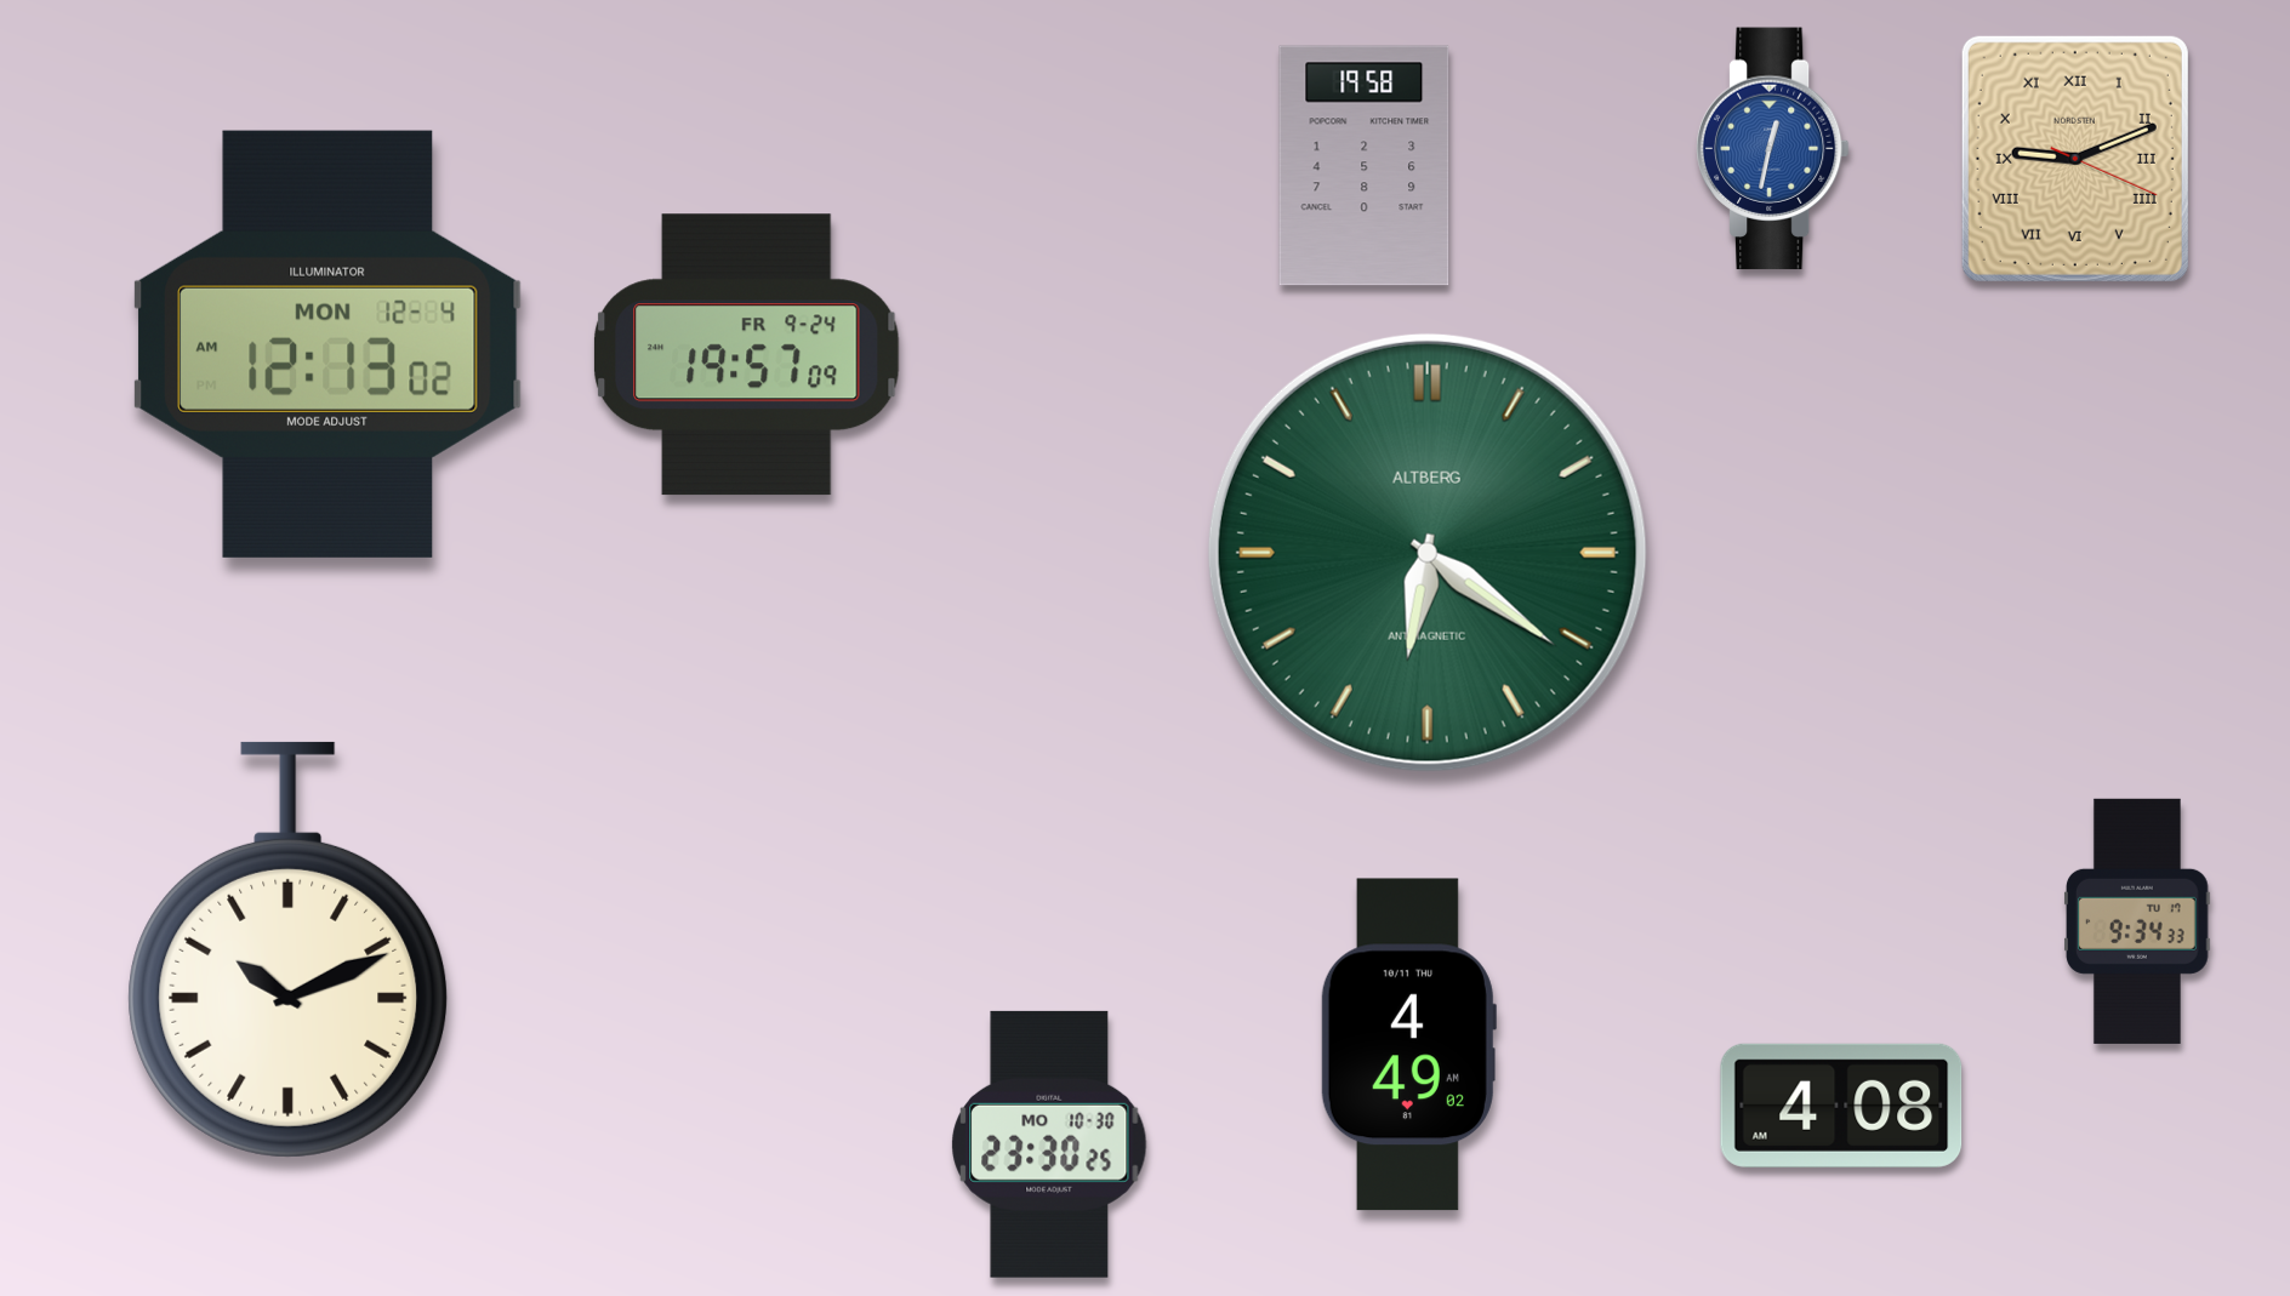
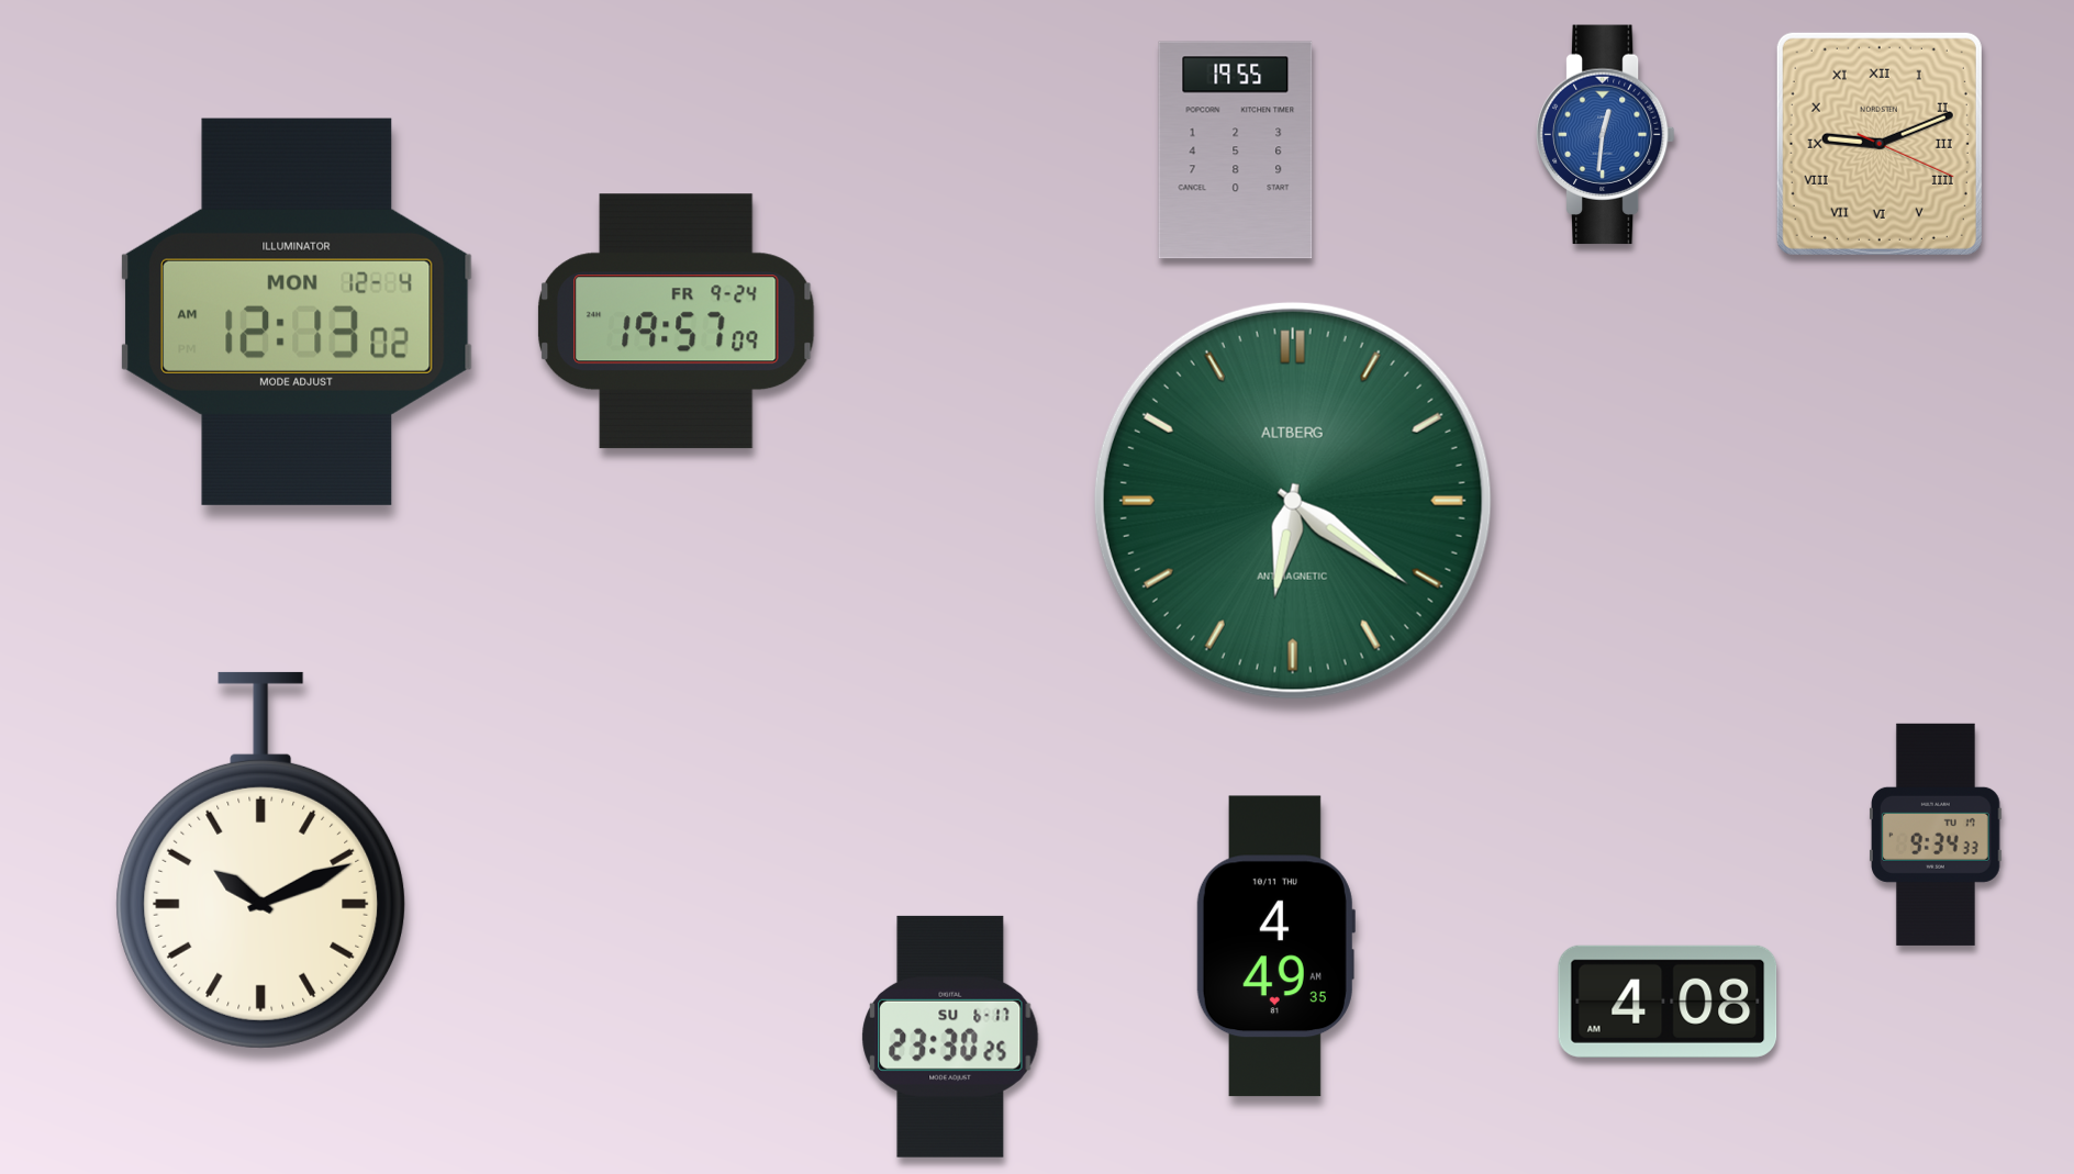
clock at (1772, 149): 12:32 -> 12:31
clock at (1365, 166): 19:58 -> 19:55
clock at (1408, 1045): 4:49:02 AM -> 4:49:35 AM
clock at (1049, 1144) date: MO 10-30 -> SU 6-17
